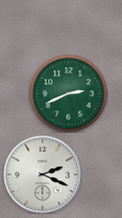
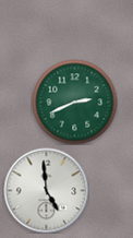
clock at (42, 174): 2:19 -> 4:59
